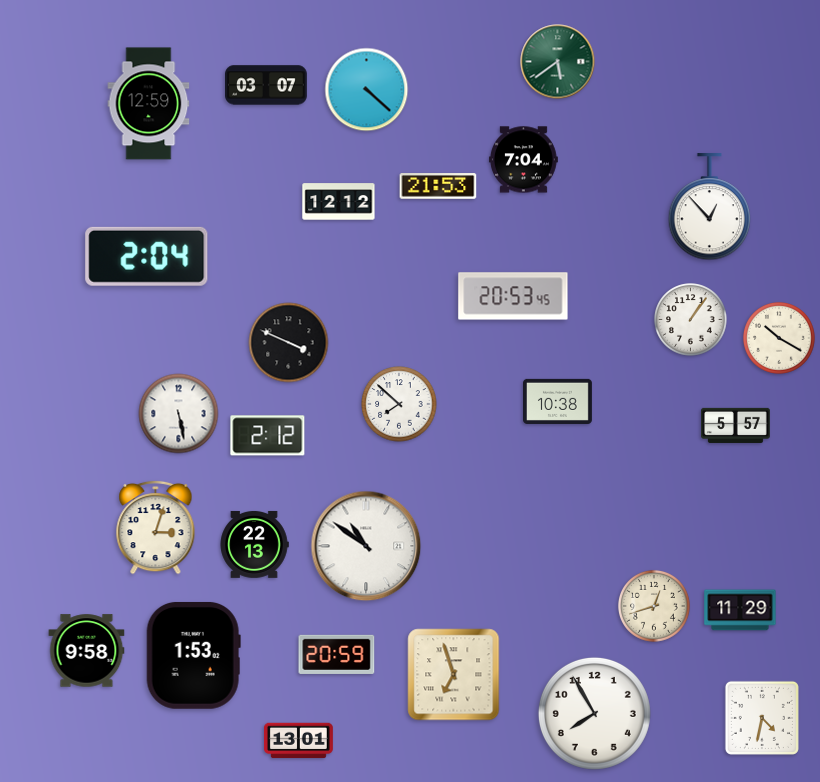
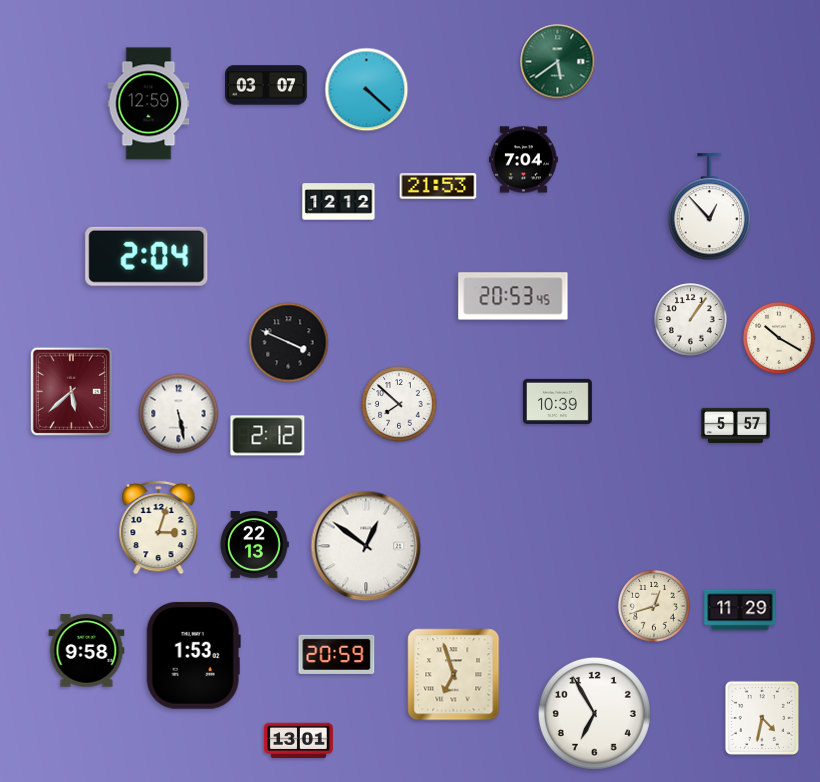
clock at (71, 391): none -> 5:38
clock at (558, 401): 10:38 -> 10:39
clock at (156, 527) position: (156, 527) -> (159, 527)
clock at (366, 546): 10:51 -> 12:51
clock at (594, 713): 7:55 -> 6:55
